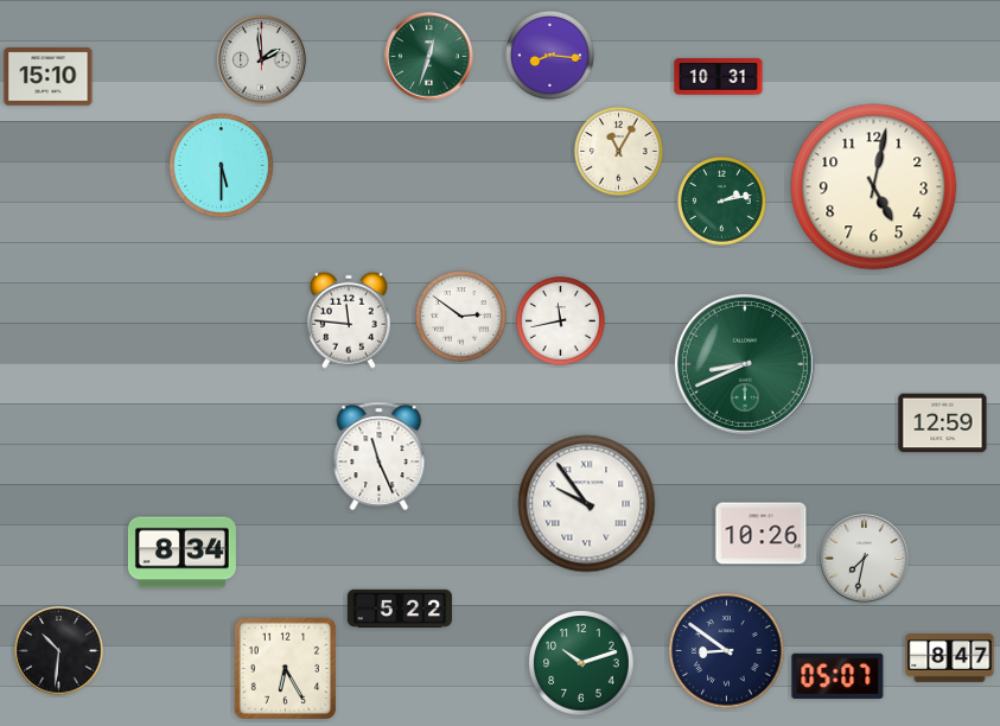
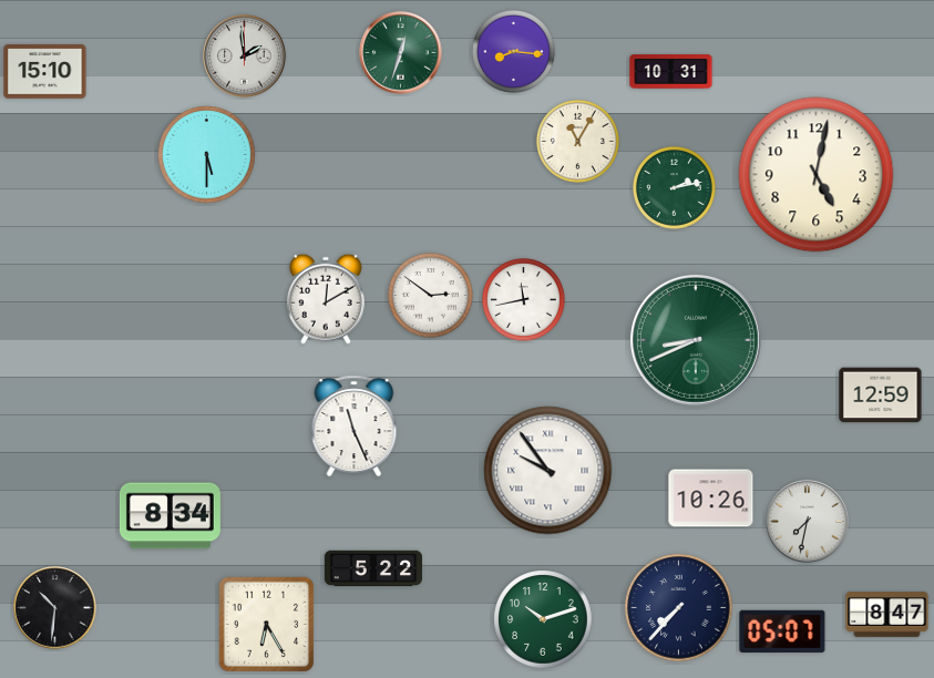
clock at (349, 320): 11:46 -> 12:10
clock at (727, 651): 8:51 -> 7:37
